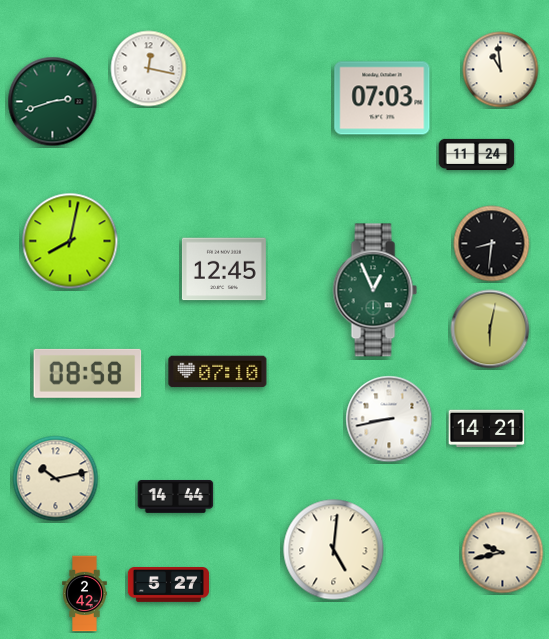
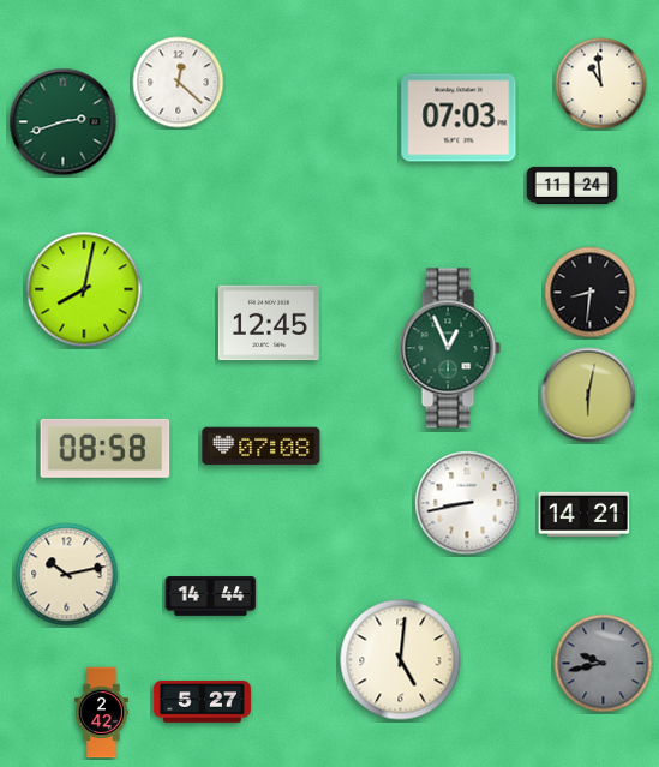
clock at (149, 69): 12:17 -> 12:22
clock at (218, 372): 07:10 -> 07:08
clock at (503, 553) dial: cream -> grey
